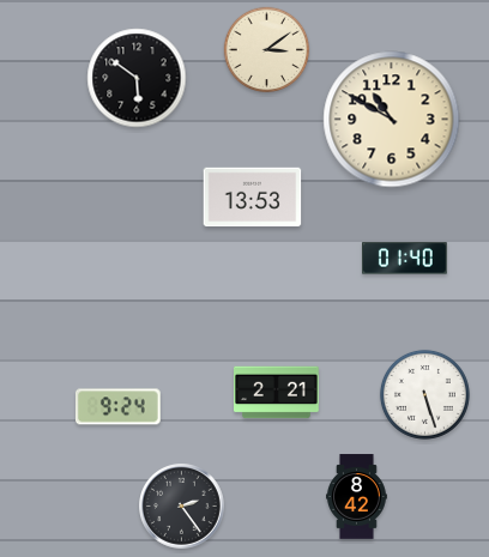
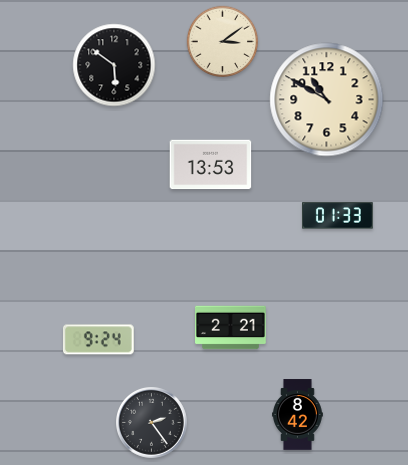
clock at (405, 259): 01:40 -> 01:33
clock at (424, 394): 5:27 -> none
